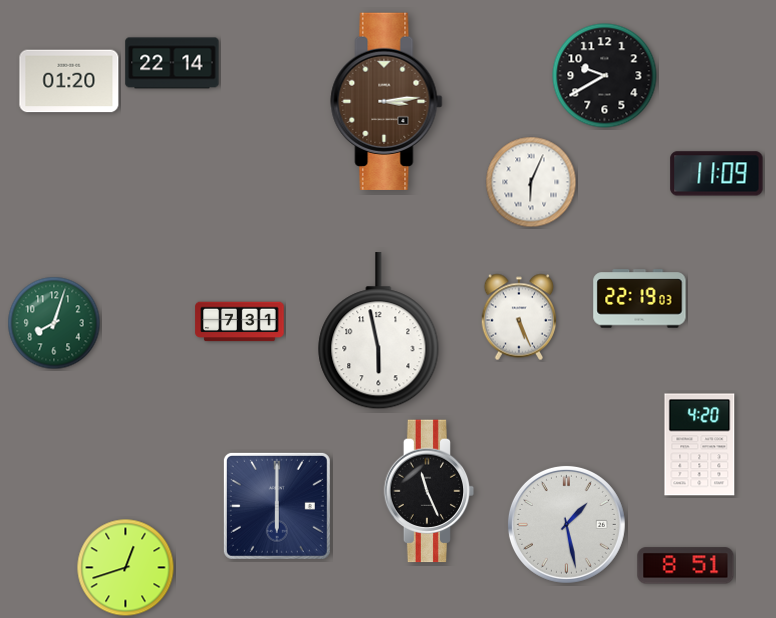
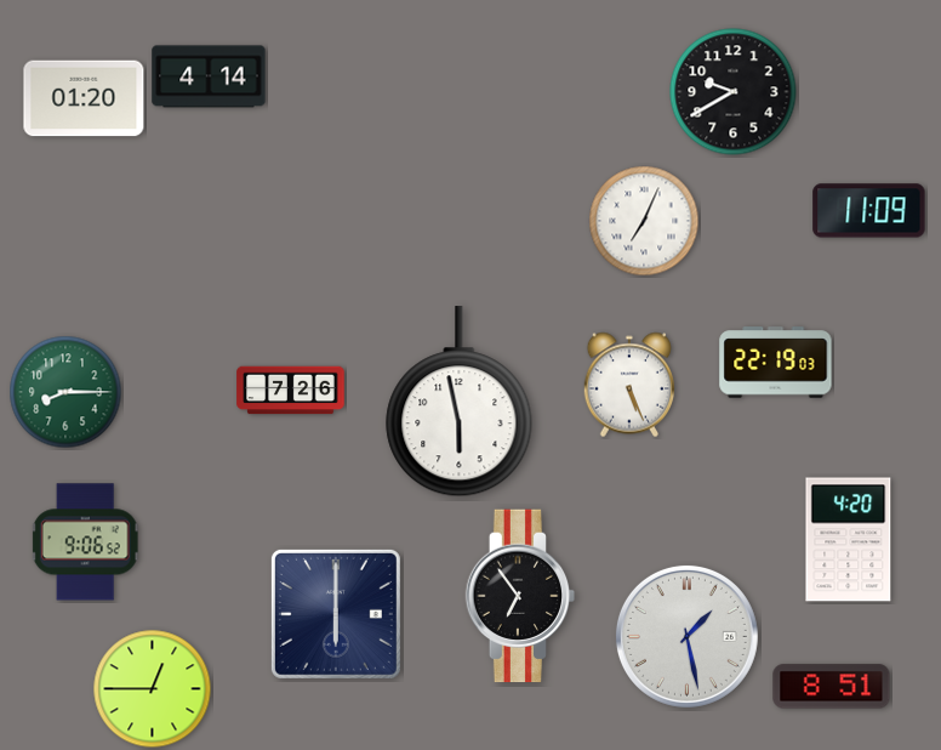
clock at (172, 63): 22:14 -> 4:14
clock at (387, 101): 3:14 -> none
clock at (531, 182): 6:04 -> 7:04
clock at (240, 322): 7:31 -> 7:26
clock at (54, 323): 8:03 -> 8:15
clock at (85, 542): none -> 9:06
clock at (429, 491): 11:26 -> 6:54
clock at (126, 568): 12:42 -> 12:45
